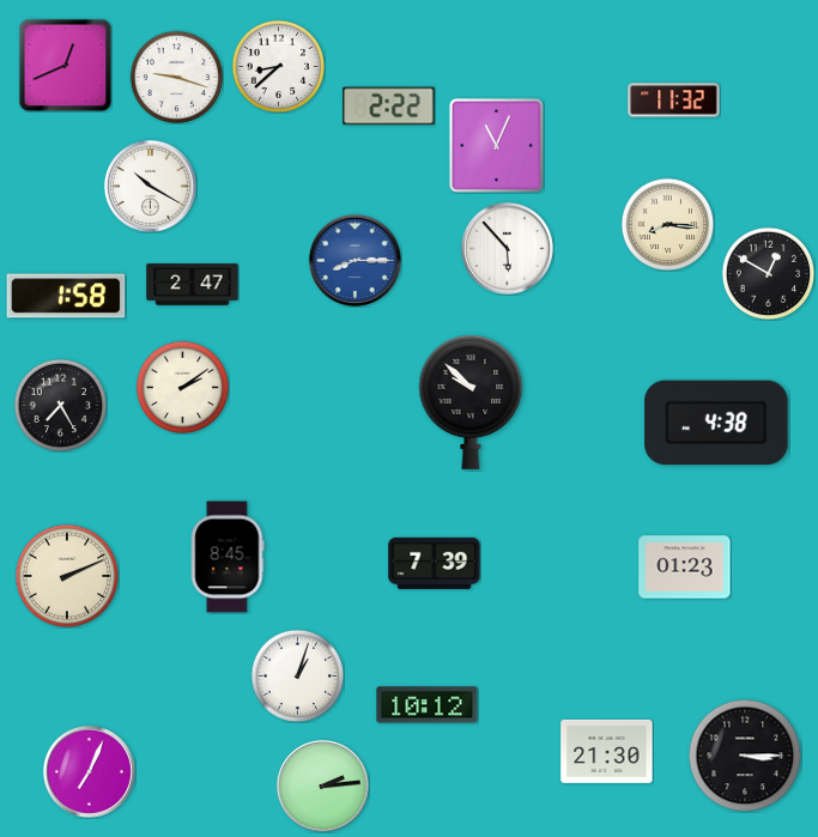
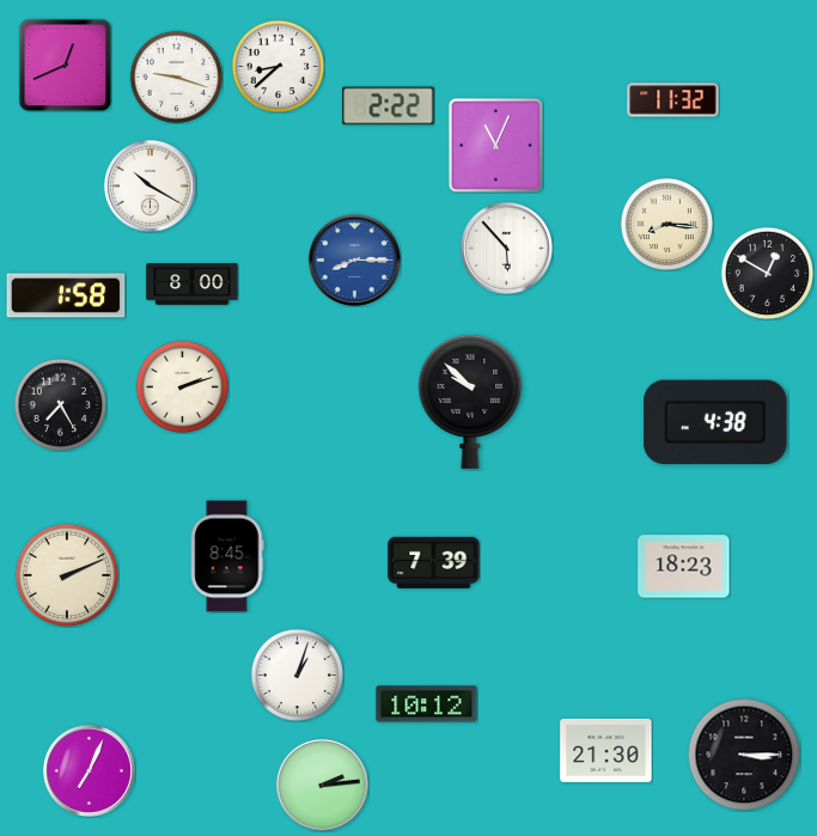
clock at (193, 285): 2:47 -> 8:00
clock at (182, 387): 2:09 -> 2:12
clock at (685, 568): 01:23 -> 18:23
